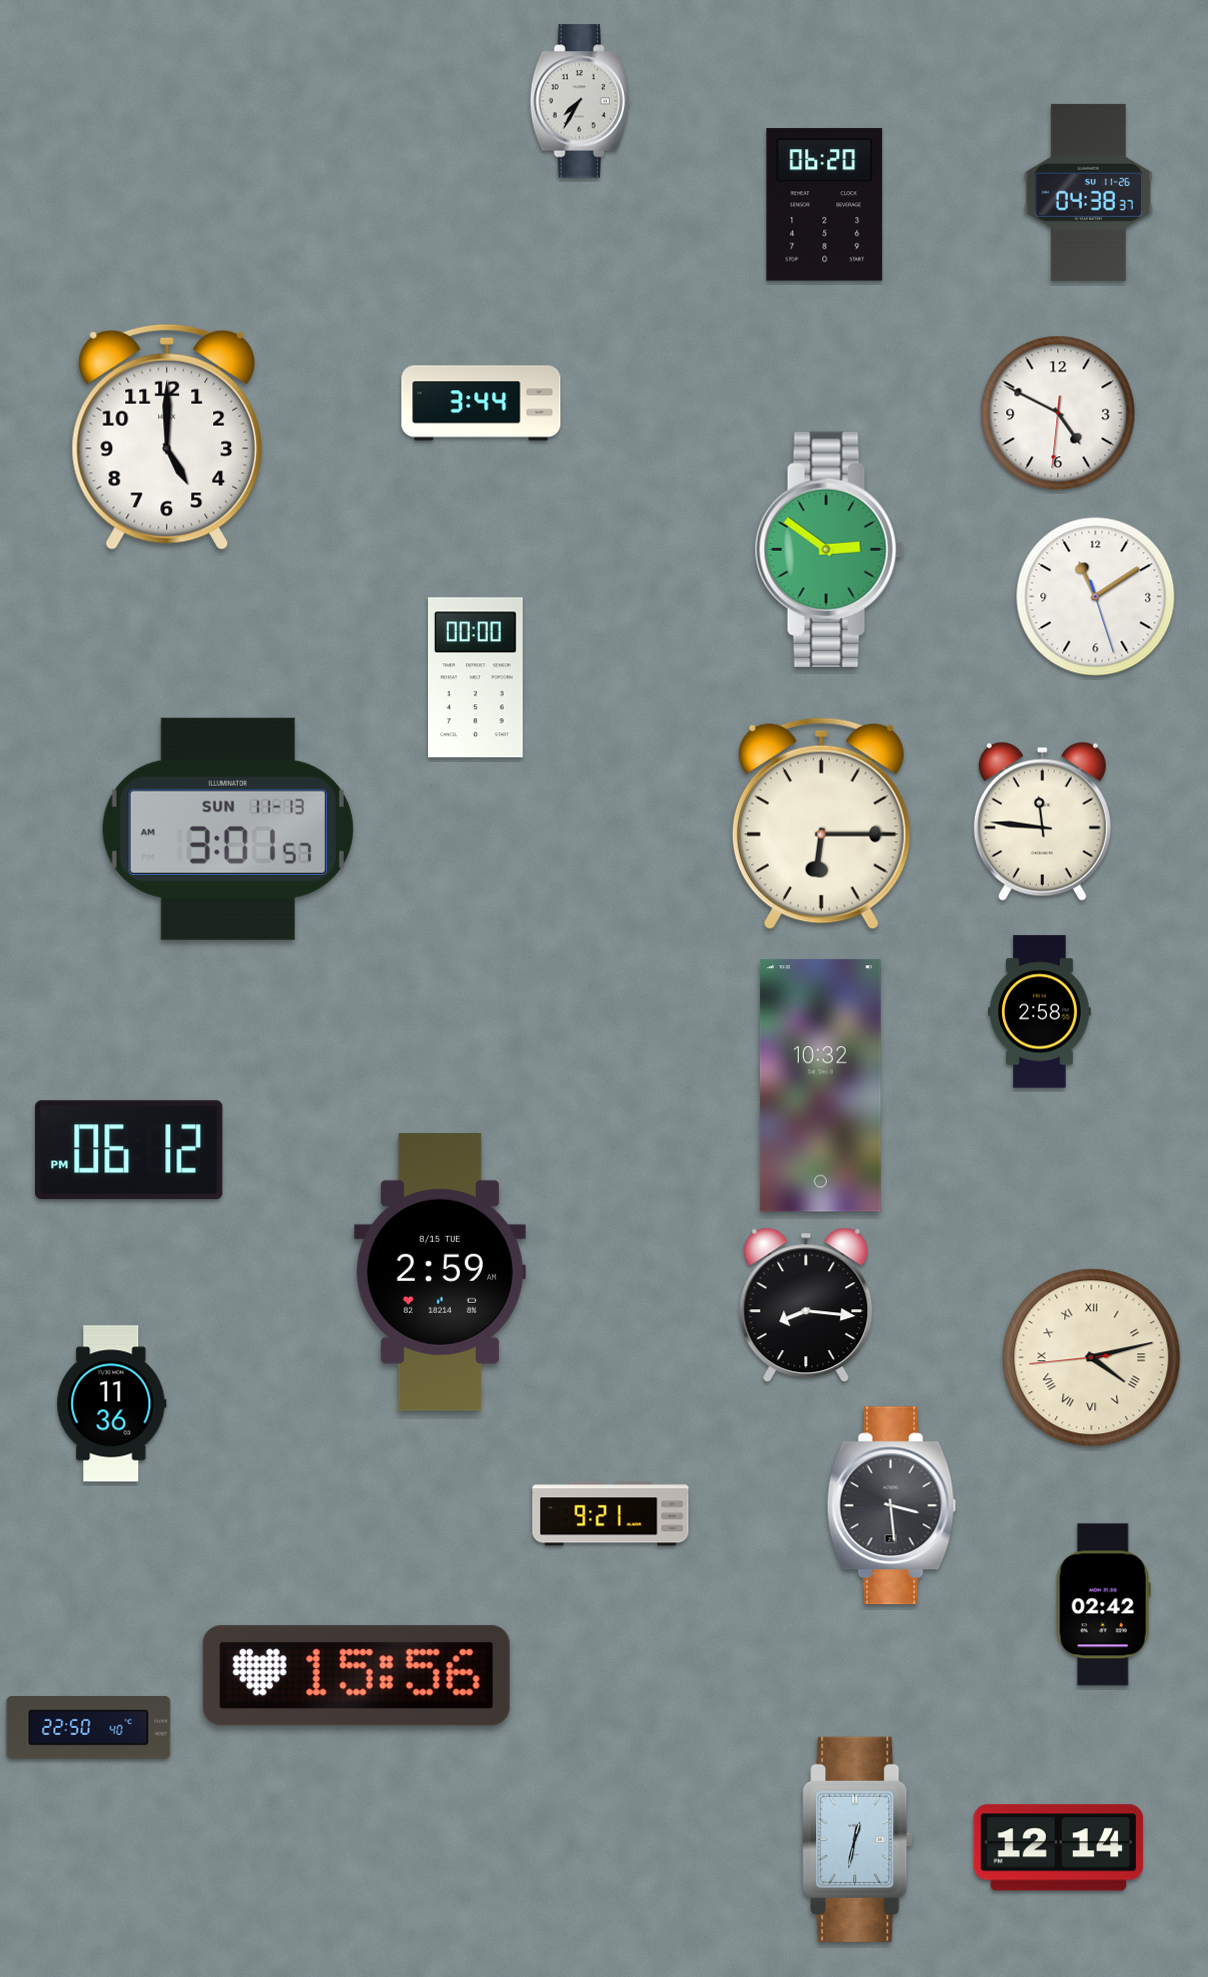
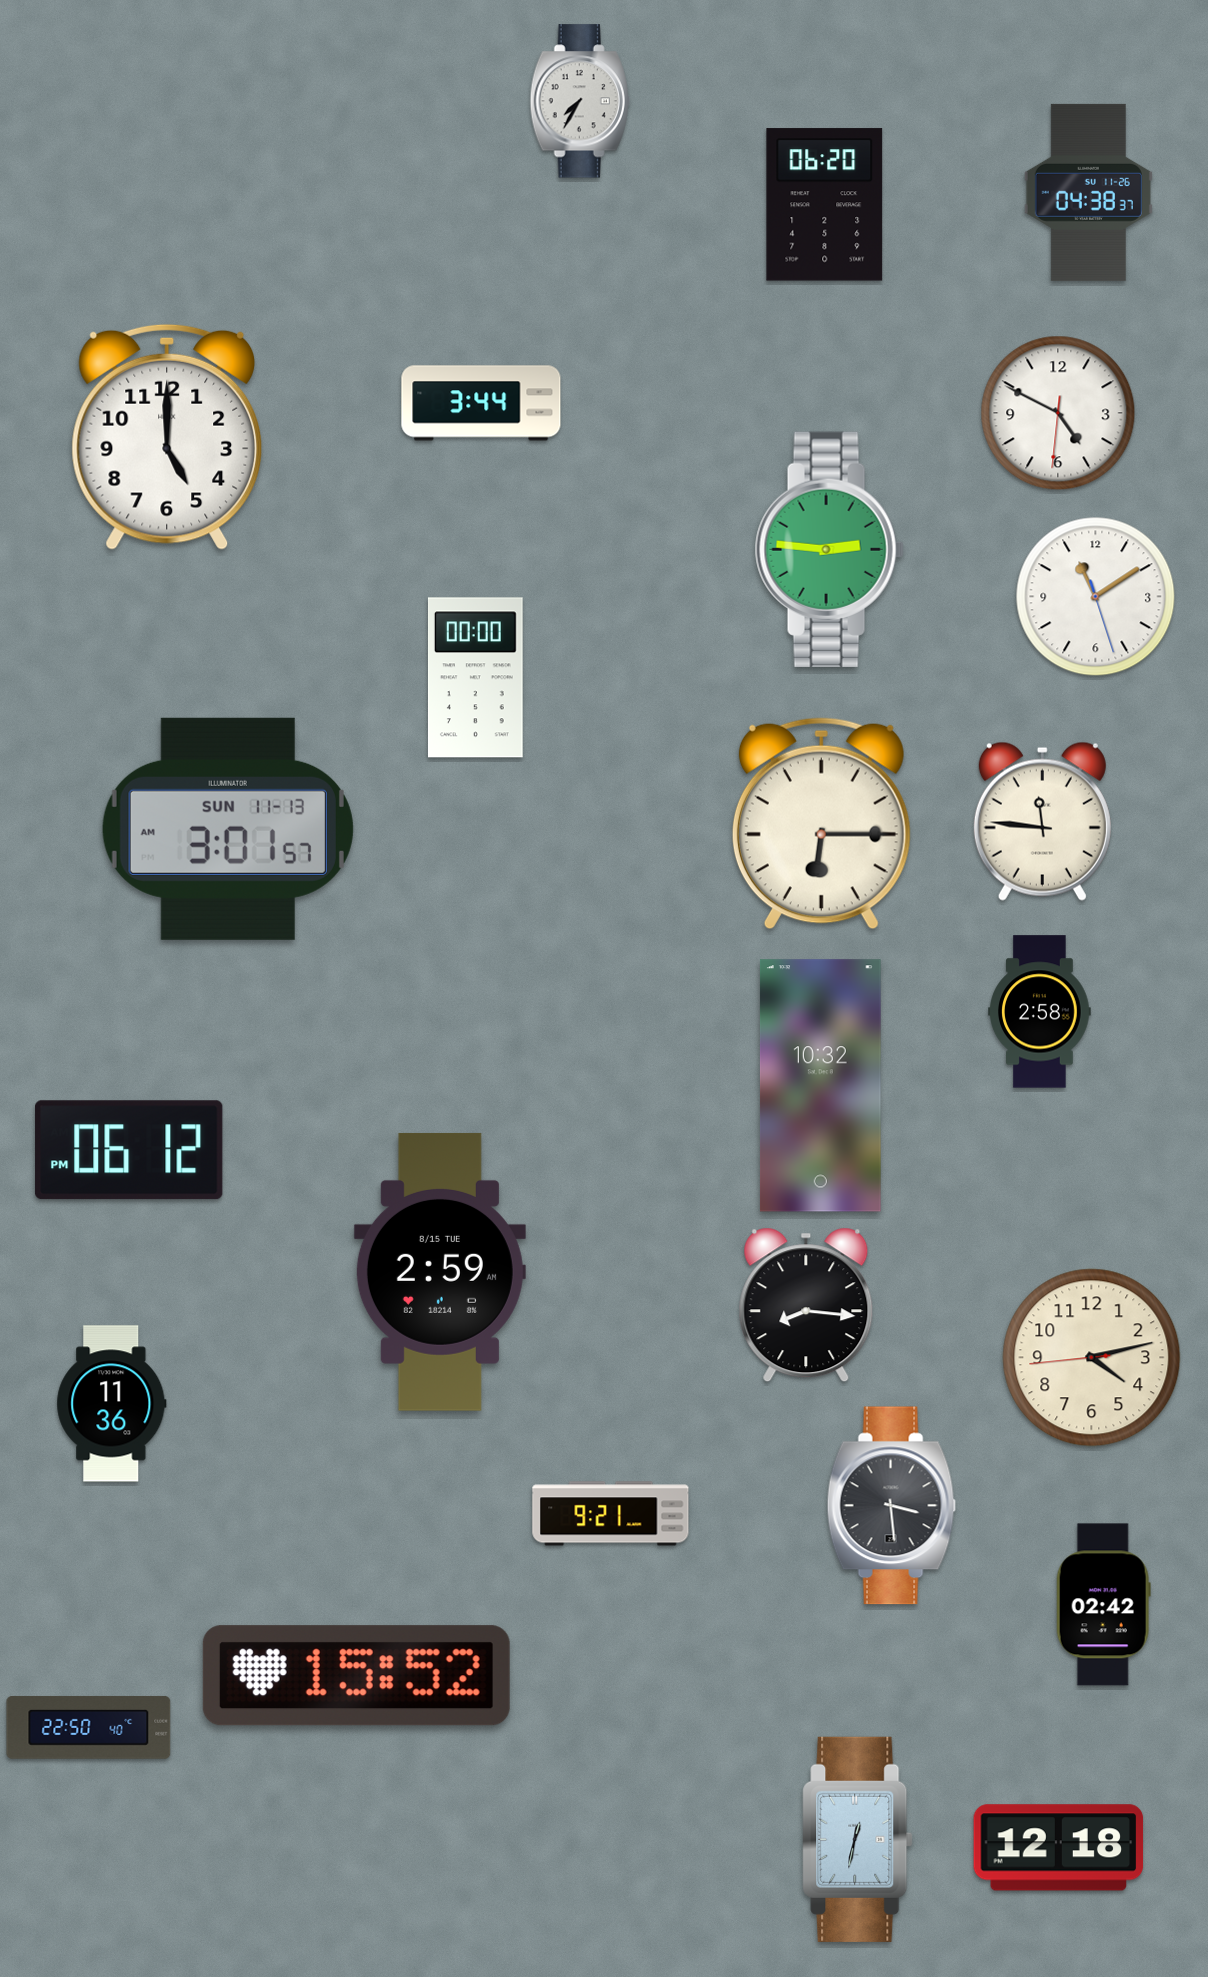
clock at (829, 549): 2:51 -> 2:46
clock at (1092, 1358) numerals: Roman -> Arabic
clock at (356, 1676): 15:56 -> 15:52
clock at (1059, 1848): 12:14 -> 12:18
